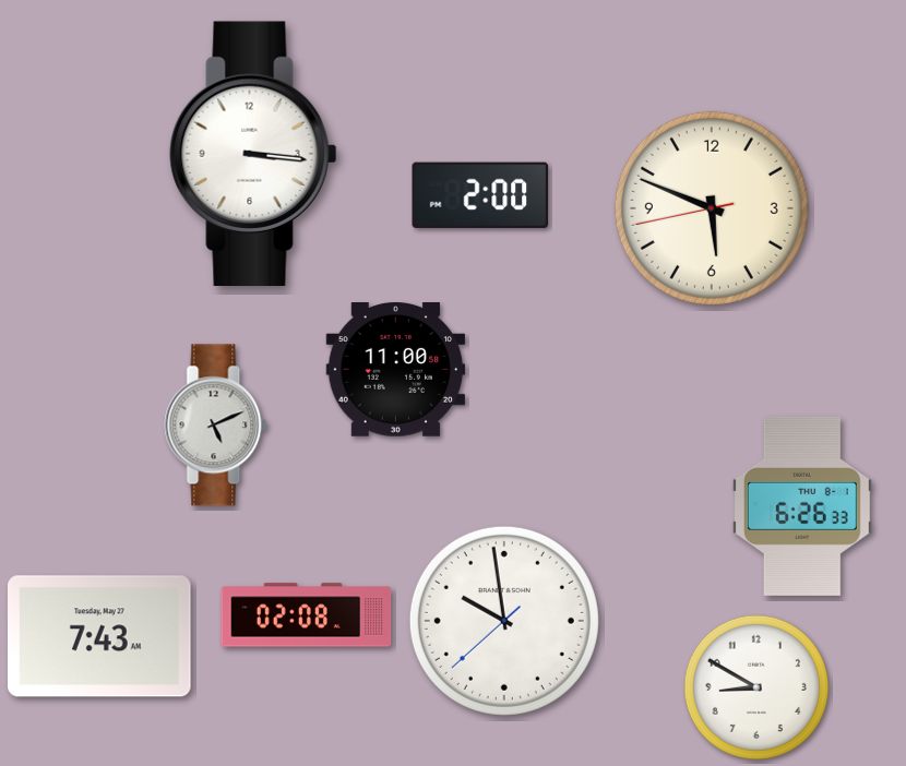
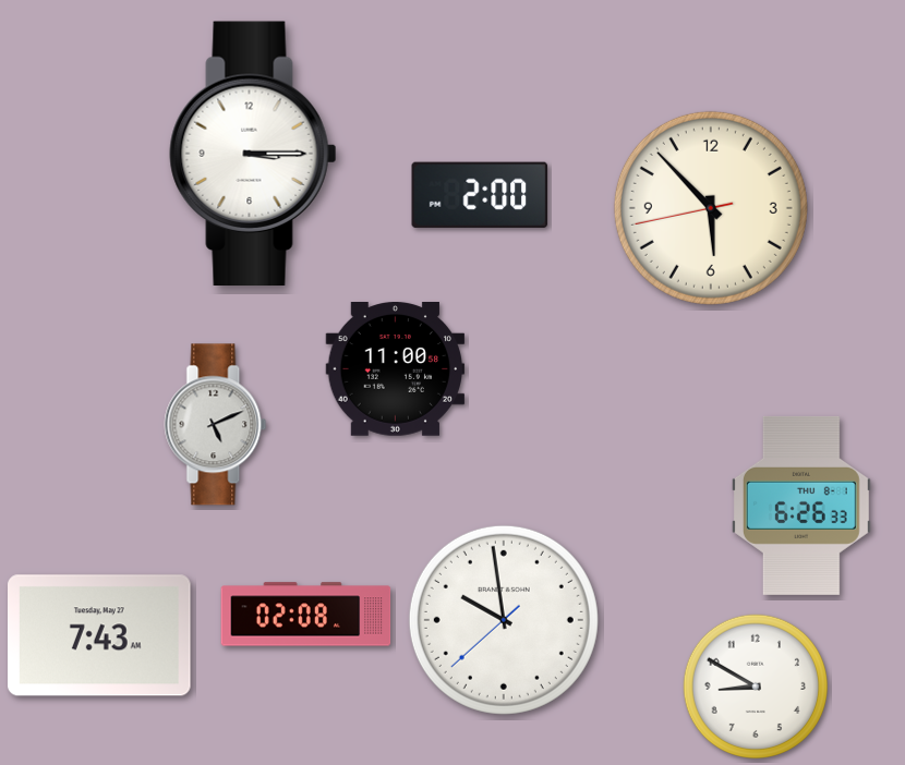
clock at (253, 153): 3:16 -> 3:15
clock at (712, 208): 5:48 -> 5:52
